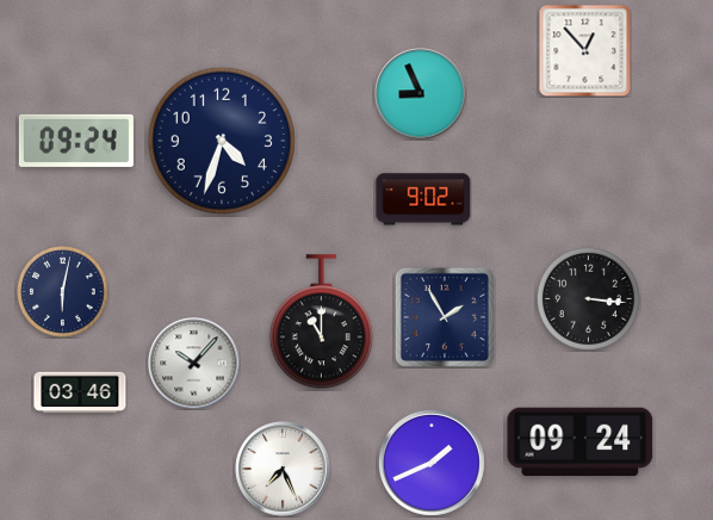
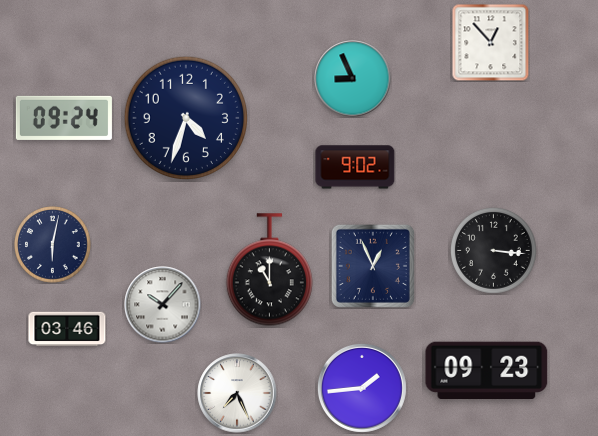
clock at (445, 317): 1:55 -> 12:56
clock at (581, 441): 09:24 -> 09:23
clock at (432, 463): 1:41 -> 1:44
